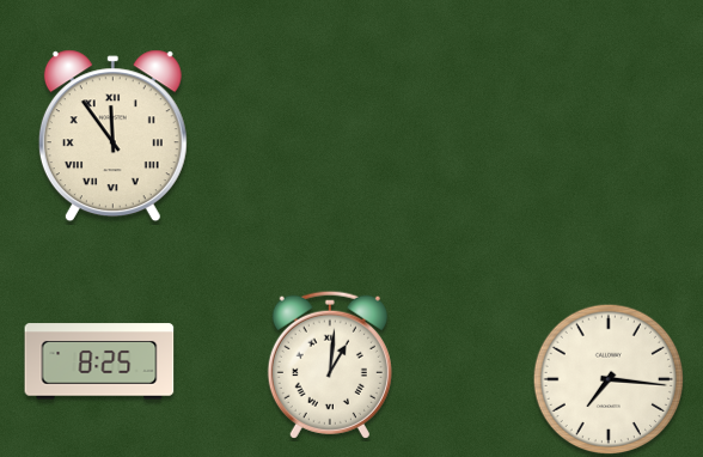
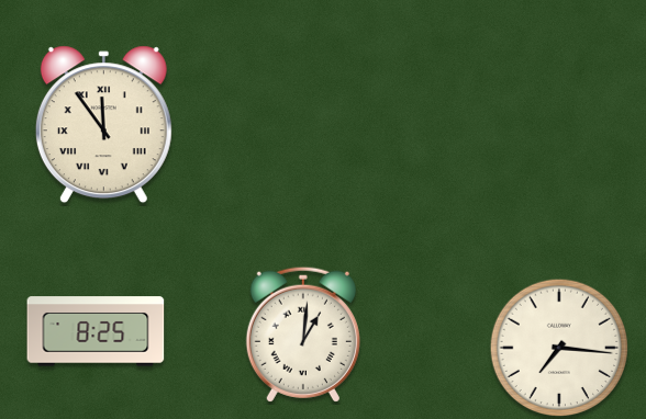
clock at (99, 361) position: (99, 361) -> (96, 331)
